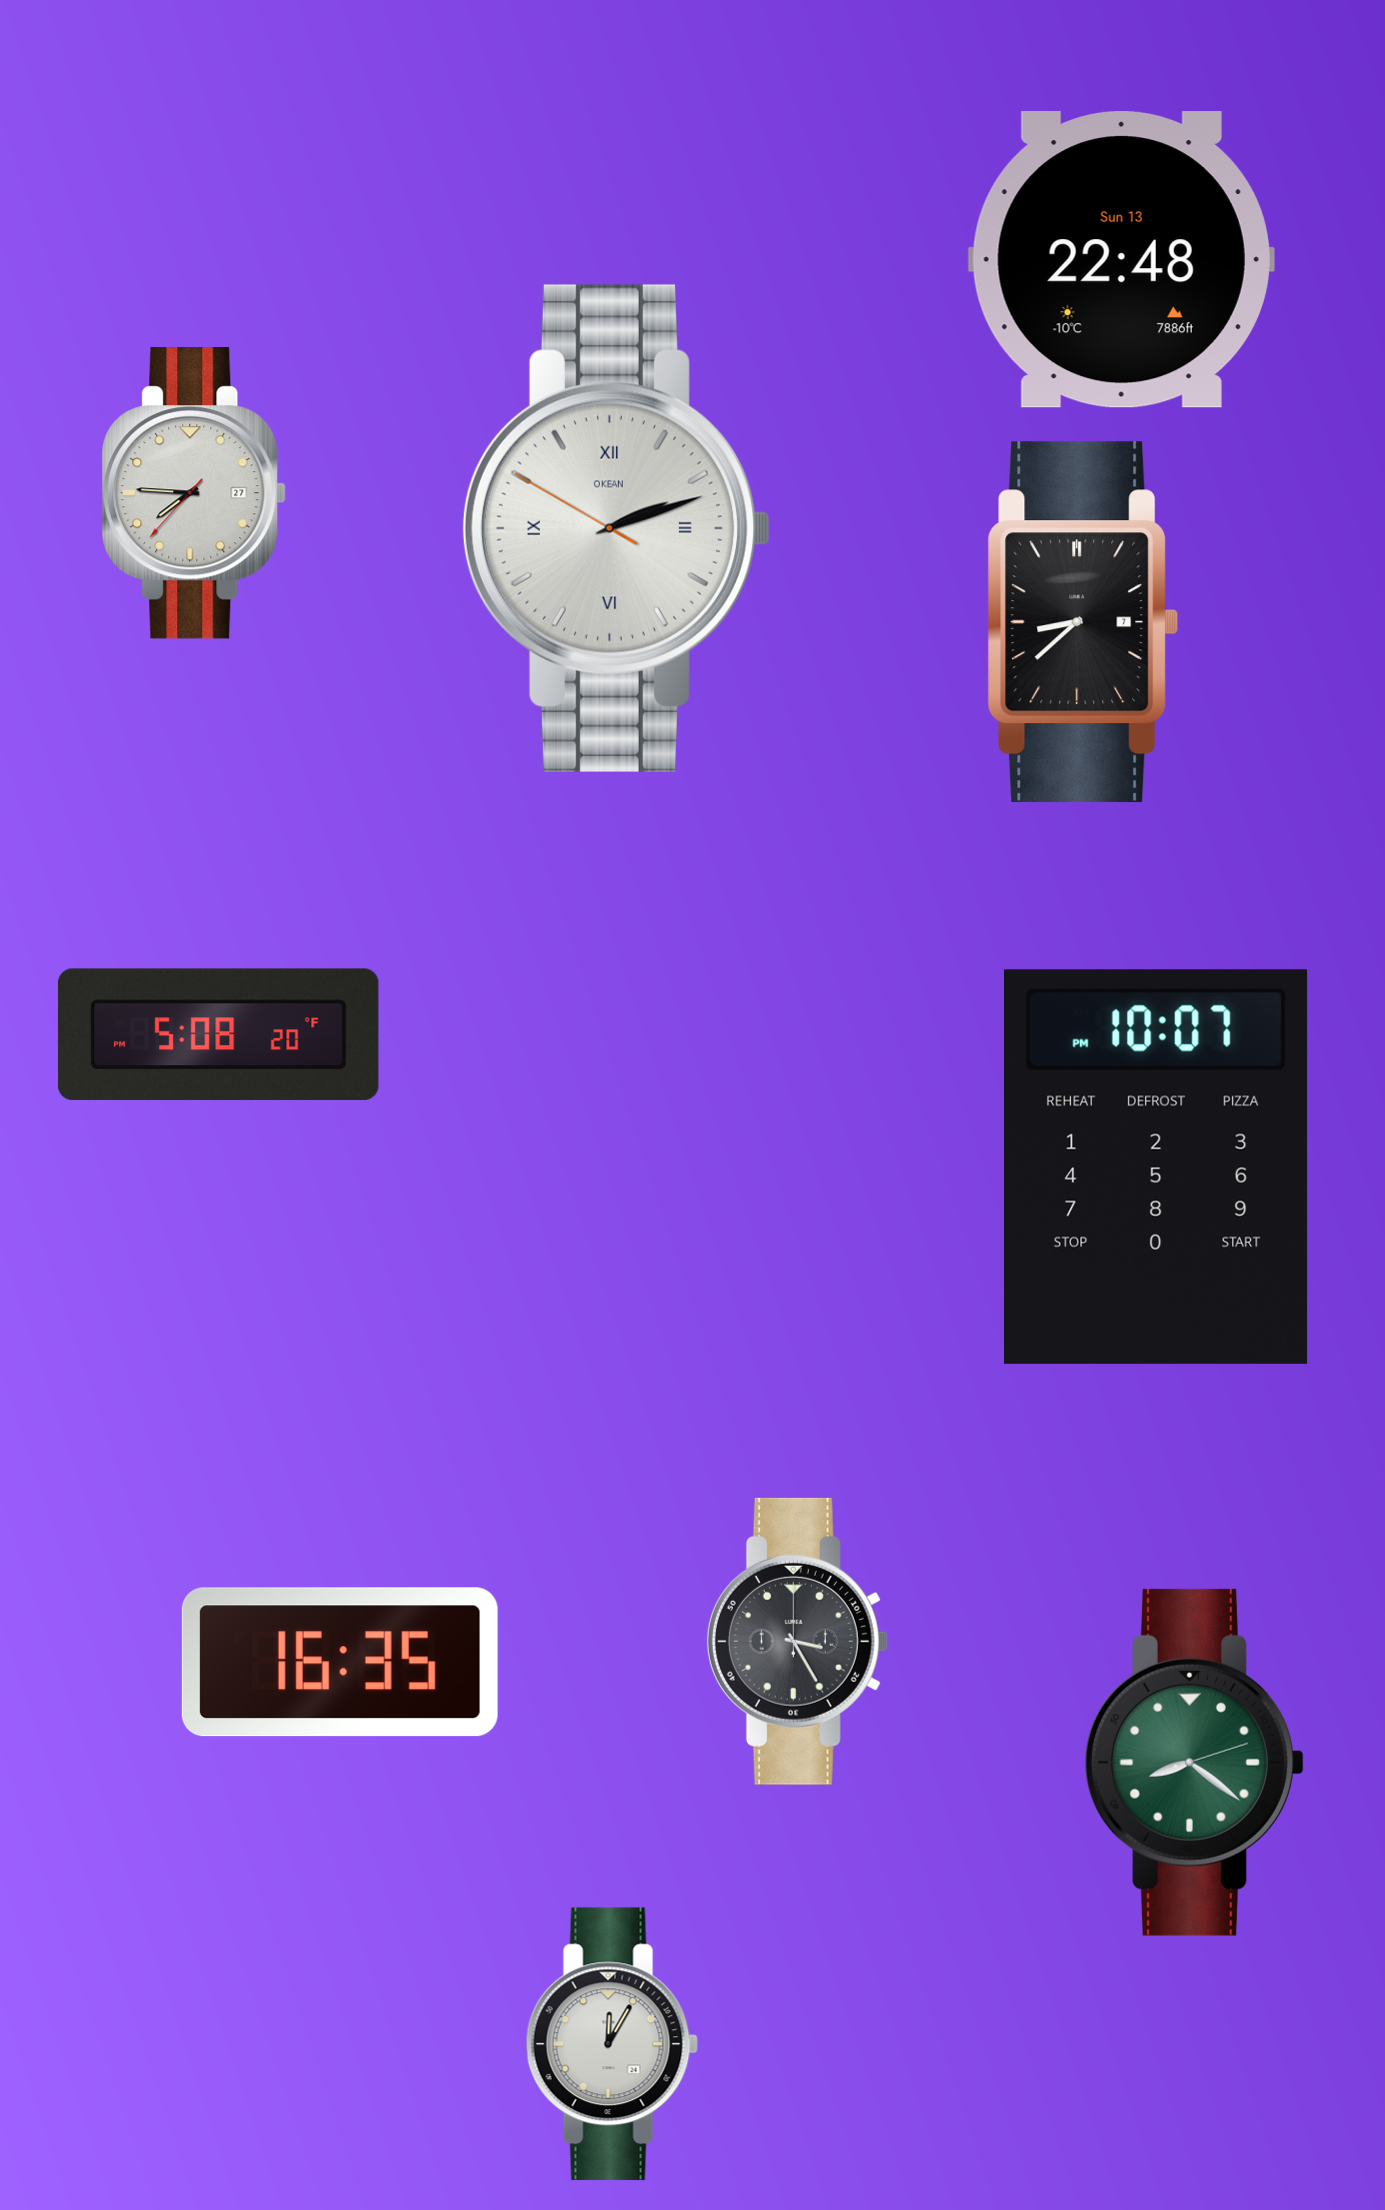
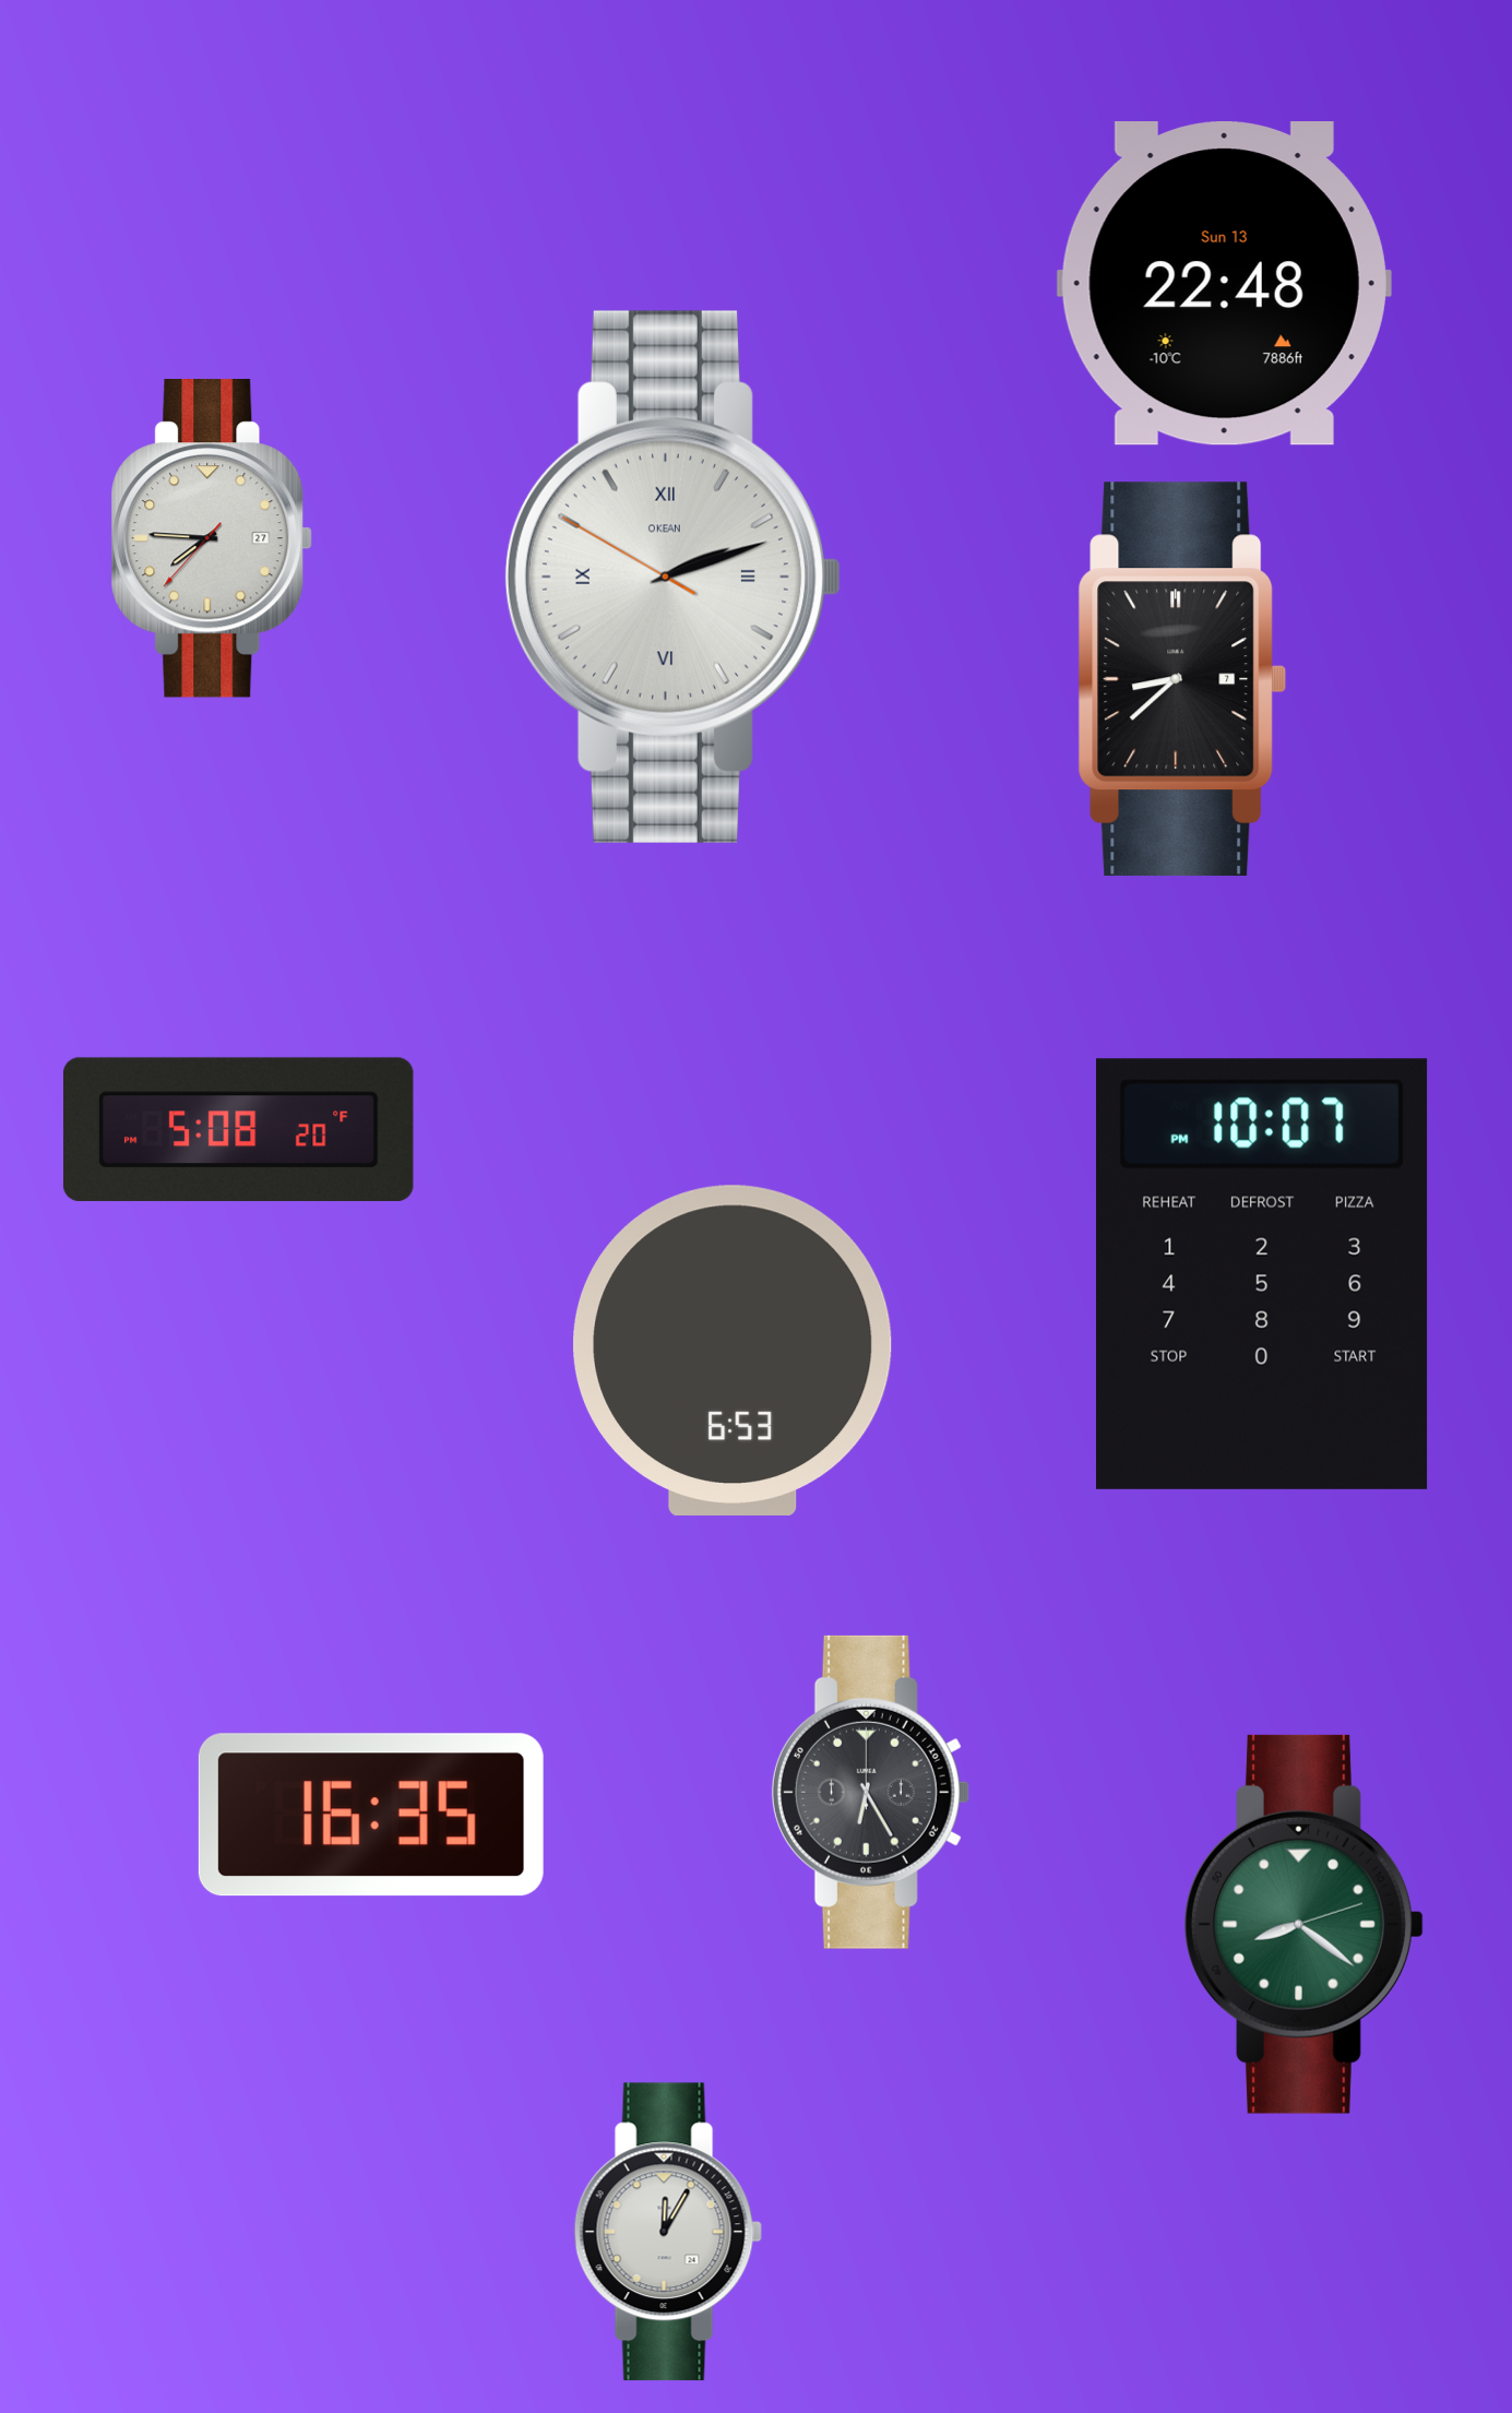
clock at (733, 1351): none -> 6:53
clock at (797, 1641): 3:25 -> 6:25
